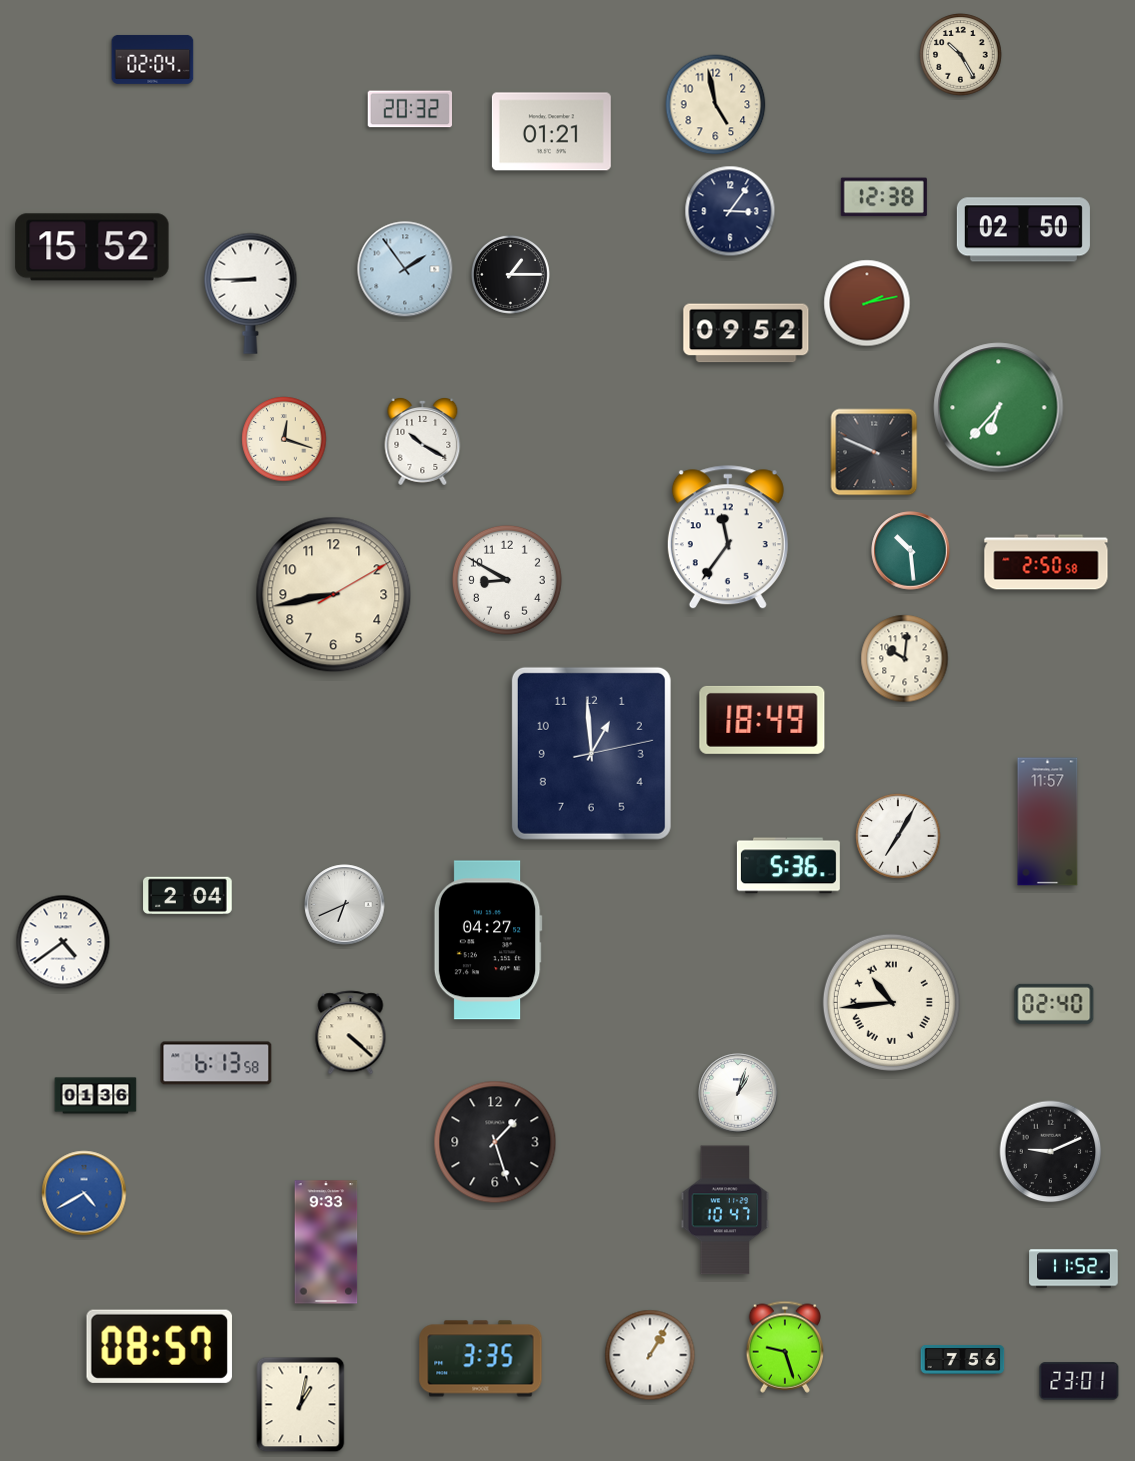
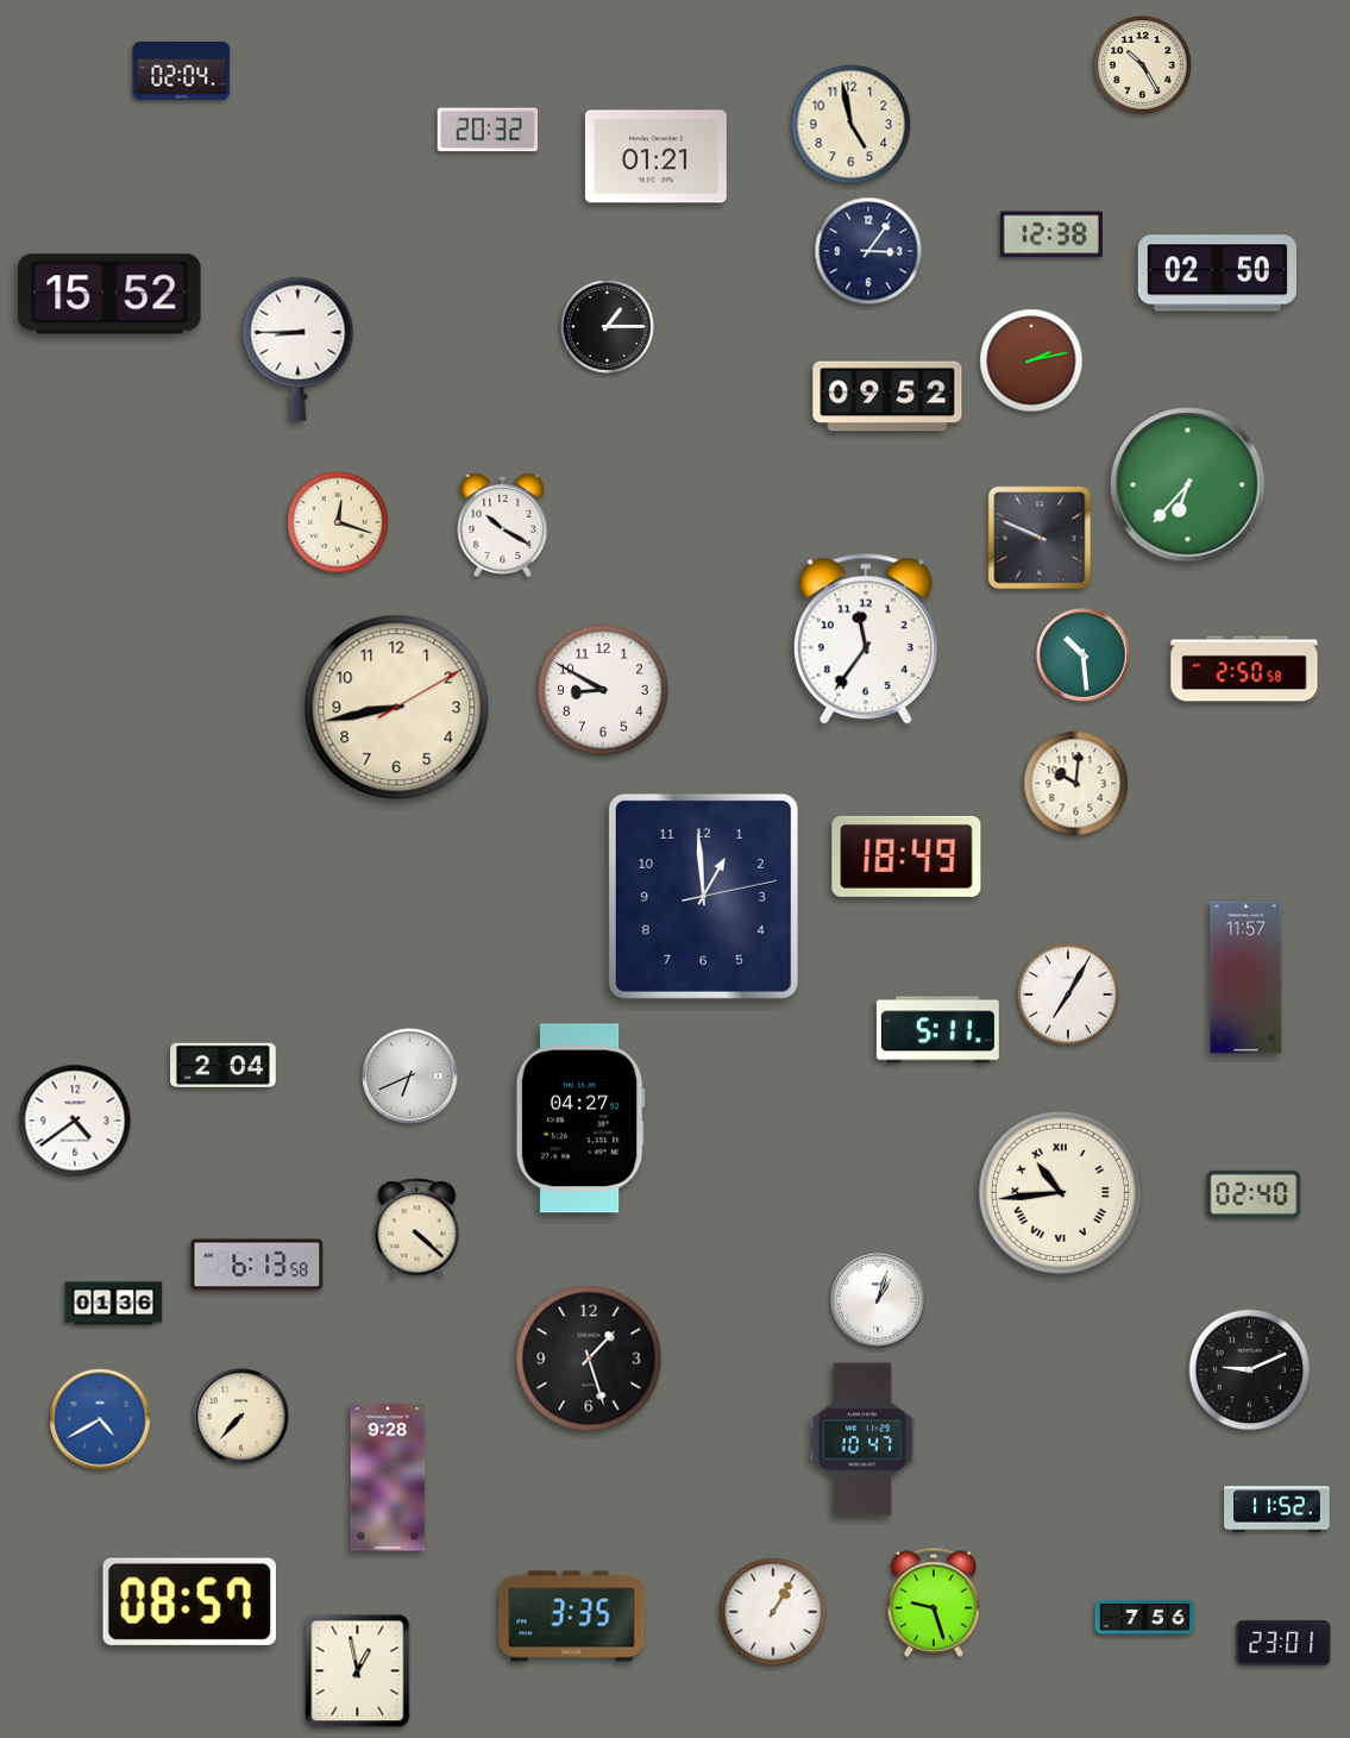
clock at (405, 269): 1:54 -> none
clock at (788, 866): 5:36 -> 5:11
clock at (241, 1417): none -> 7:37
clock at (326, 1242): 9:33 -> 9:28
clock at (301, 1405): 1:02 -> 12:58
